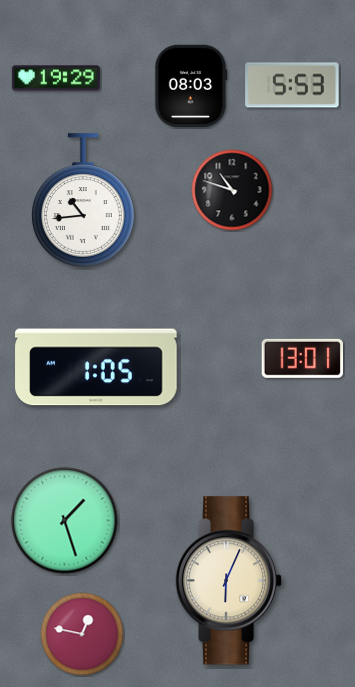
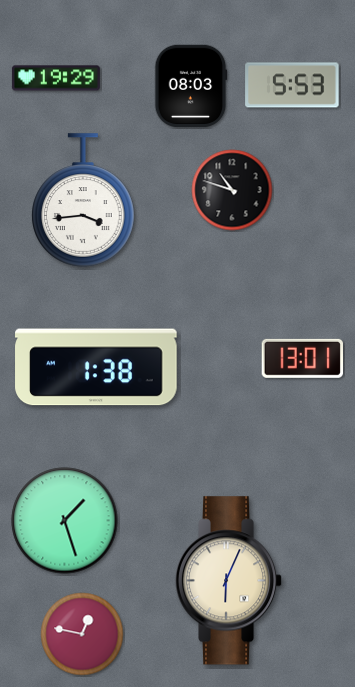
clock at (83, 200): 10:44 -> 3:44
clock at (96, 367): 1:05 -> 1:38
